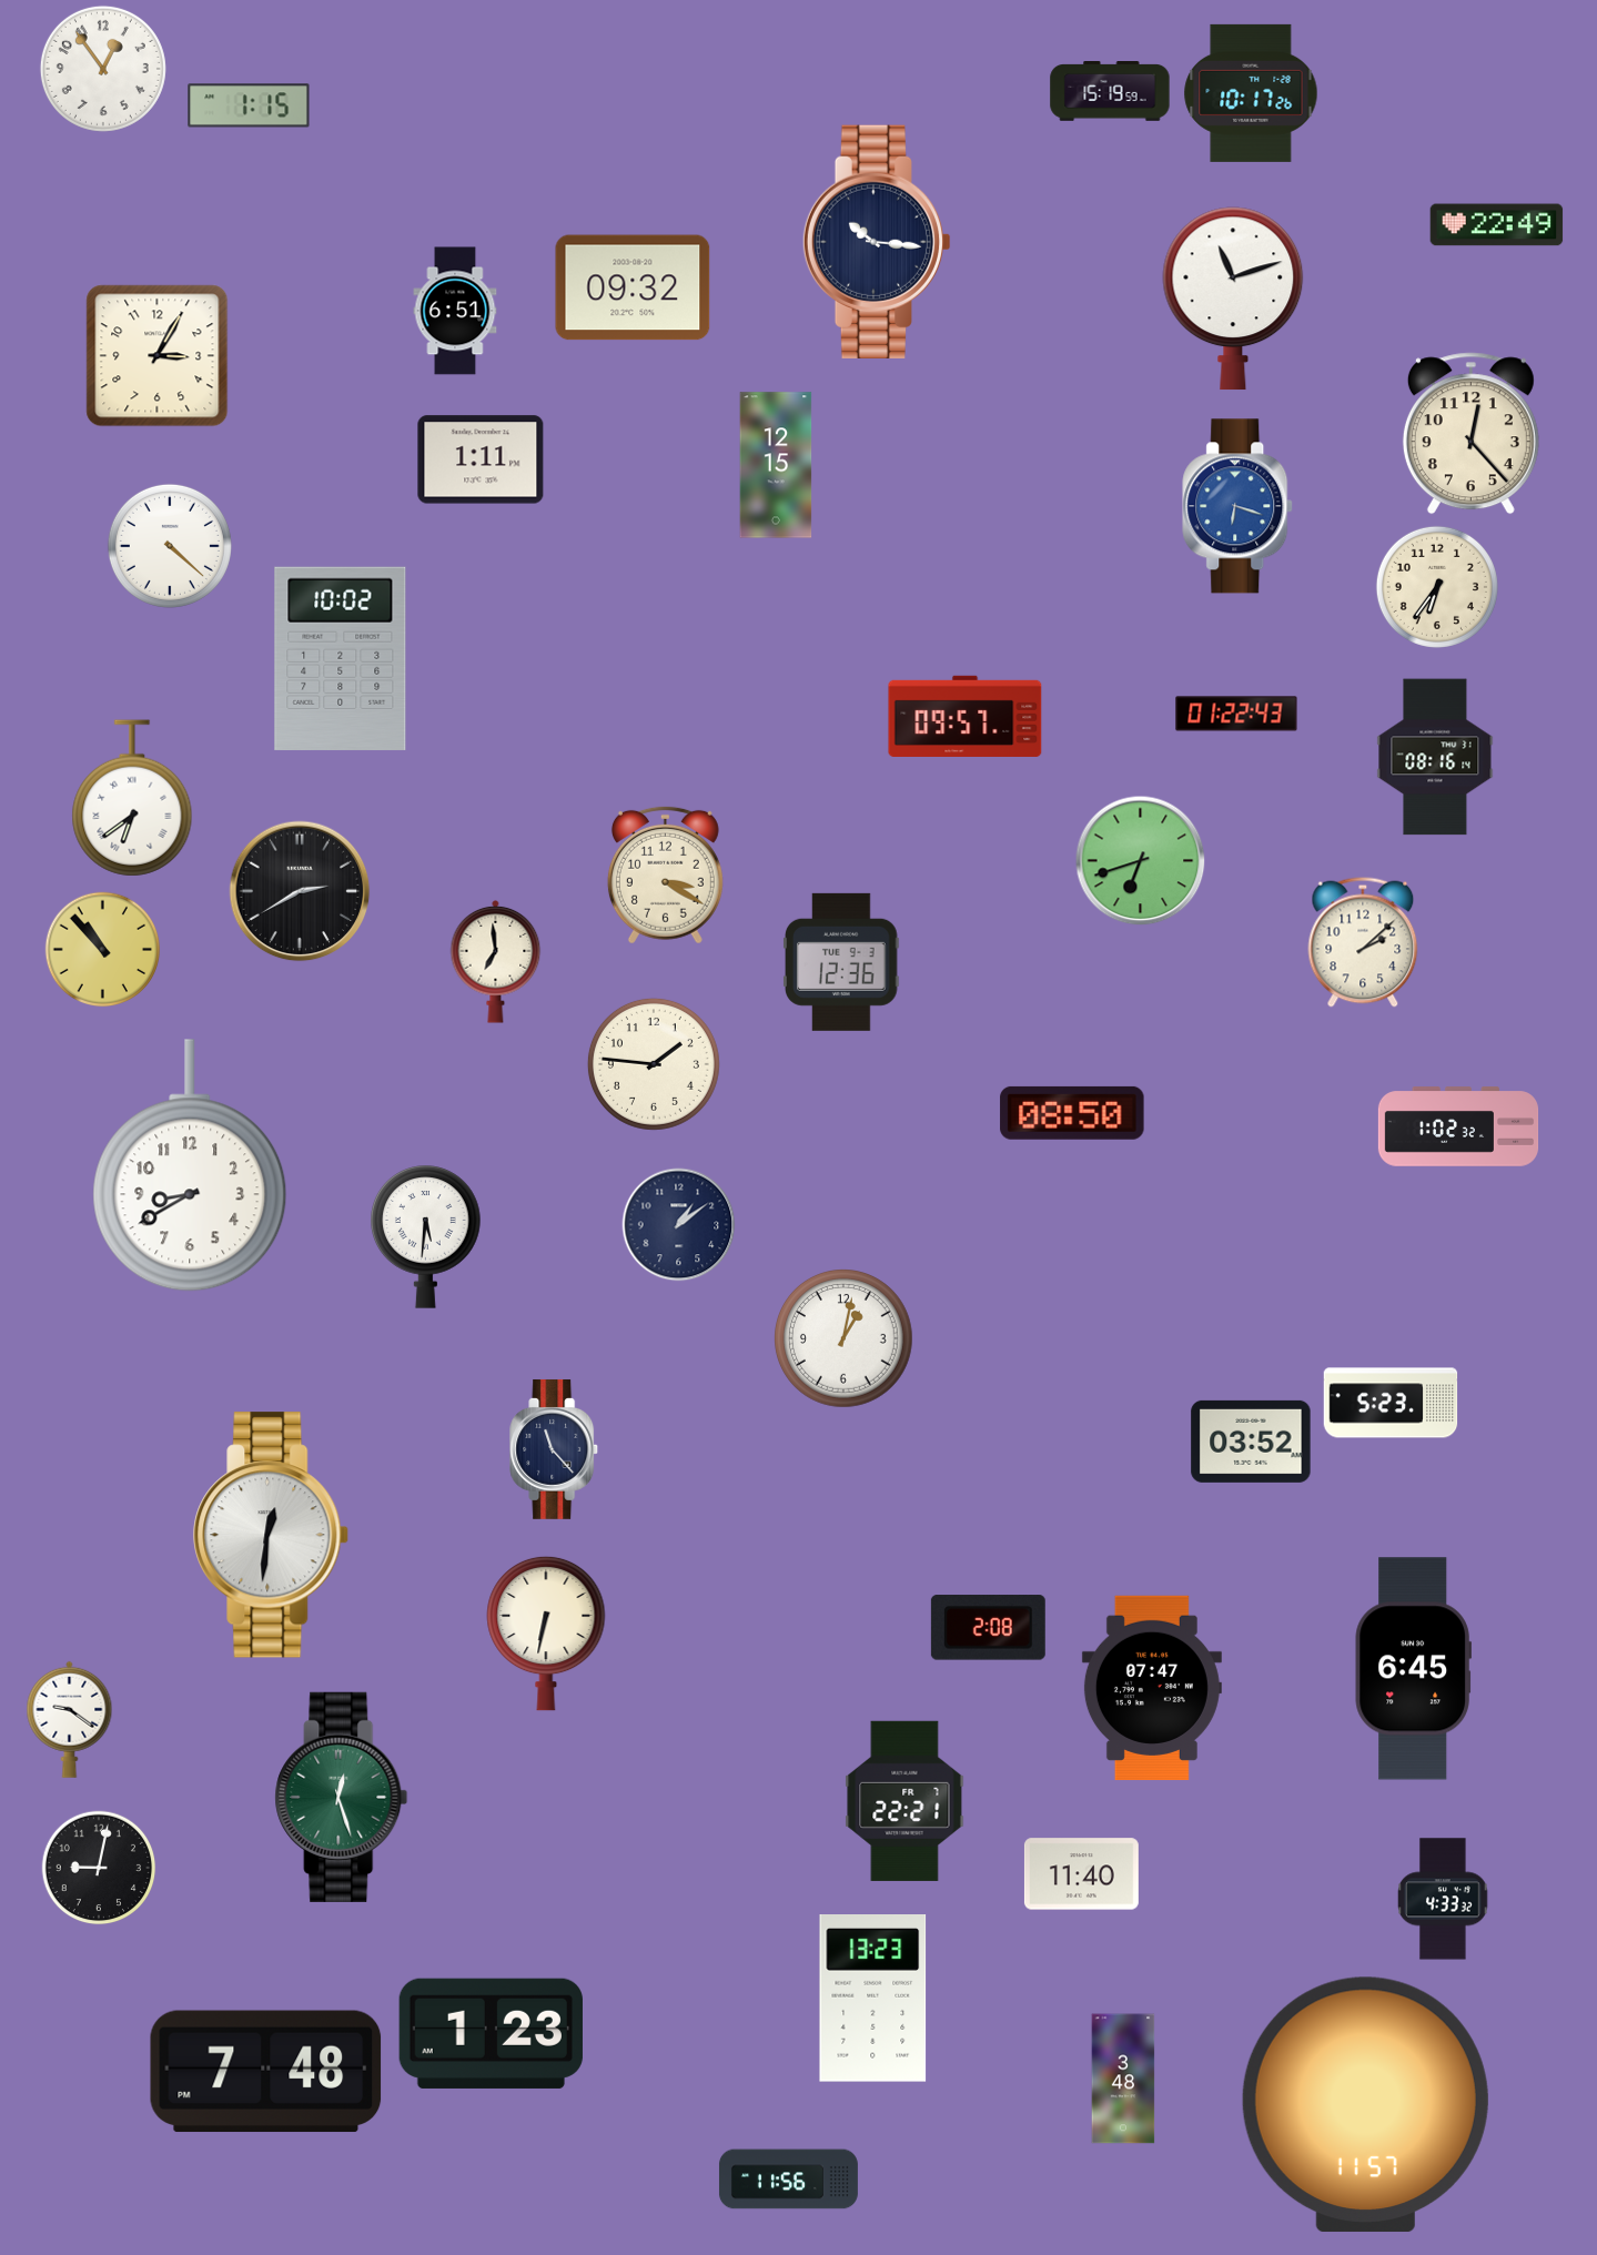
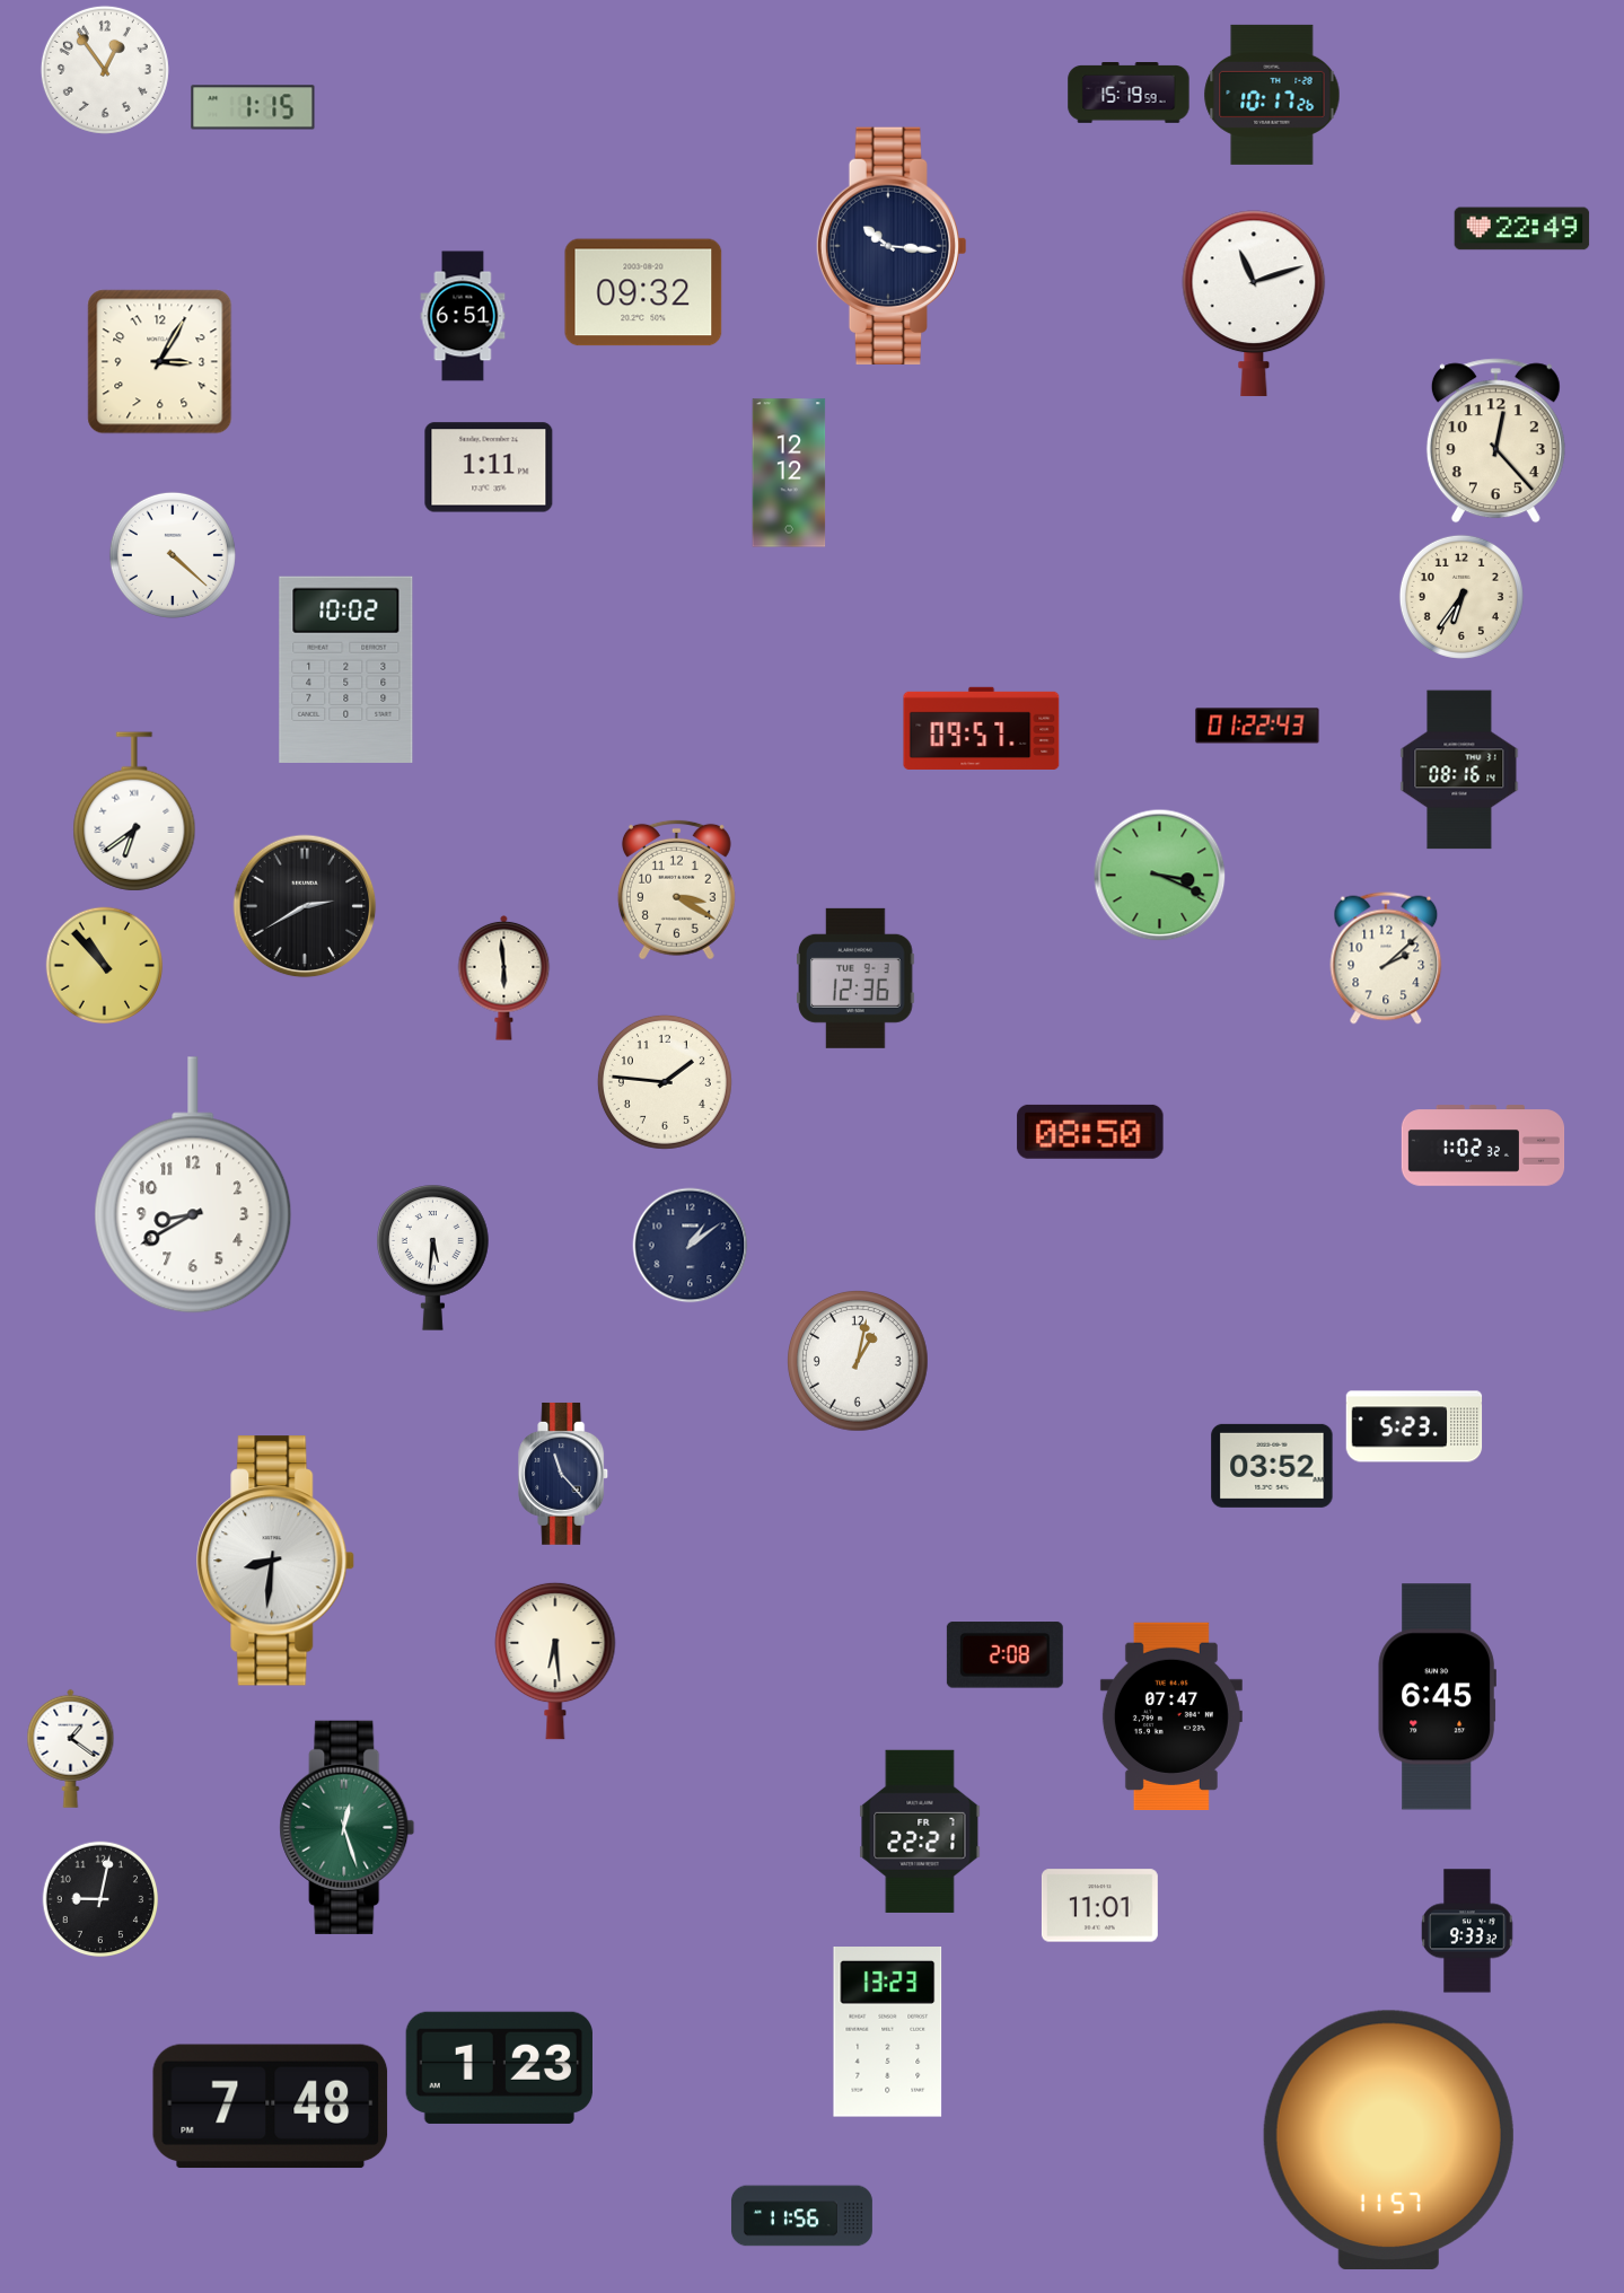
clock at (776, 465): 12:15 -> 12:12
clock at (1239, 506): 6:18 -> none
clock at (1141, 861): 6:42 -> 3:19
clock at (496, 961): 6:59 -> 5:59
clock at (272, 1535): 12:31 -> 8:31
clock at (546, 1634): 6:32 -> 6:29
clock at (70, 1719): 9:21 -> 1:21
clock at (1081, 1874): 11:40 -> 11:01
clock at (1443, 1899): 4:33 -> 9:33
clock at (1123, 2079): 3:48 -> none
